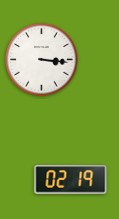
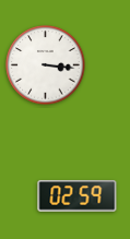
clock at (71, 180): 02:19 -> 02:59
